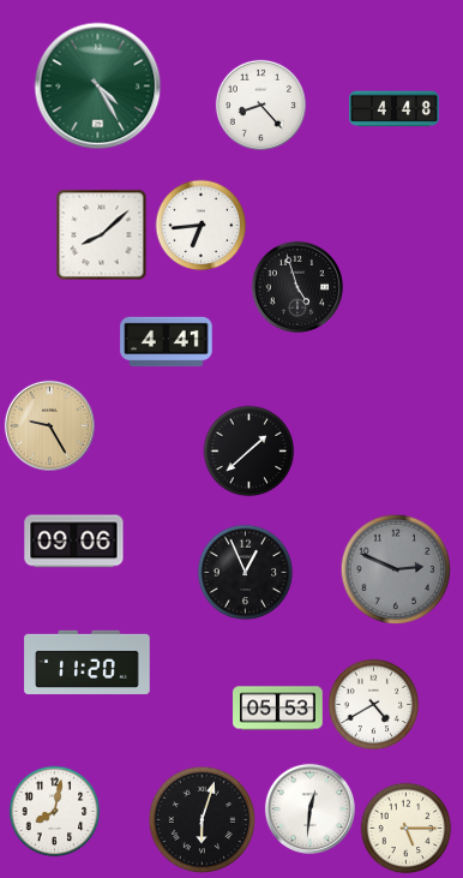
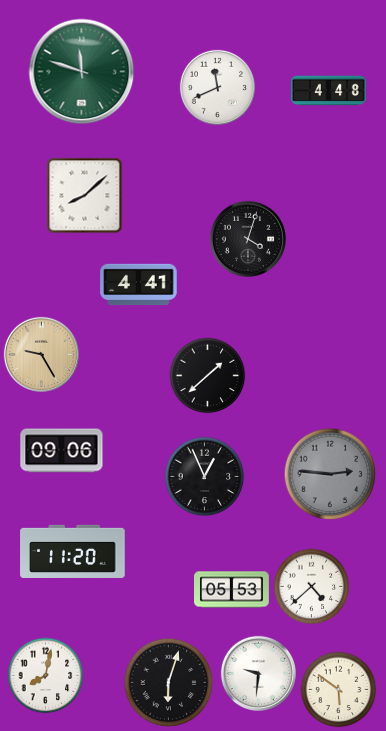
clock at (98, 86): 4:25 -> 11:48
clock at (260, 104): 8:23 -> 11:41
clock at (202, 226): 6:44 -> none
clock at (297, 287): 4:57 -> 4:03
clock at (396, 569): 2:49 -> 2:46
clock at (374, 705): 4:40 -> 4:38
clock at (309, 808): 12:31 -> 9:31
clock at (407, 829): 5:15 -> 5:51
